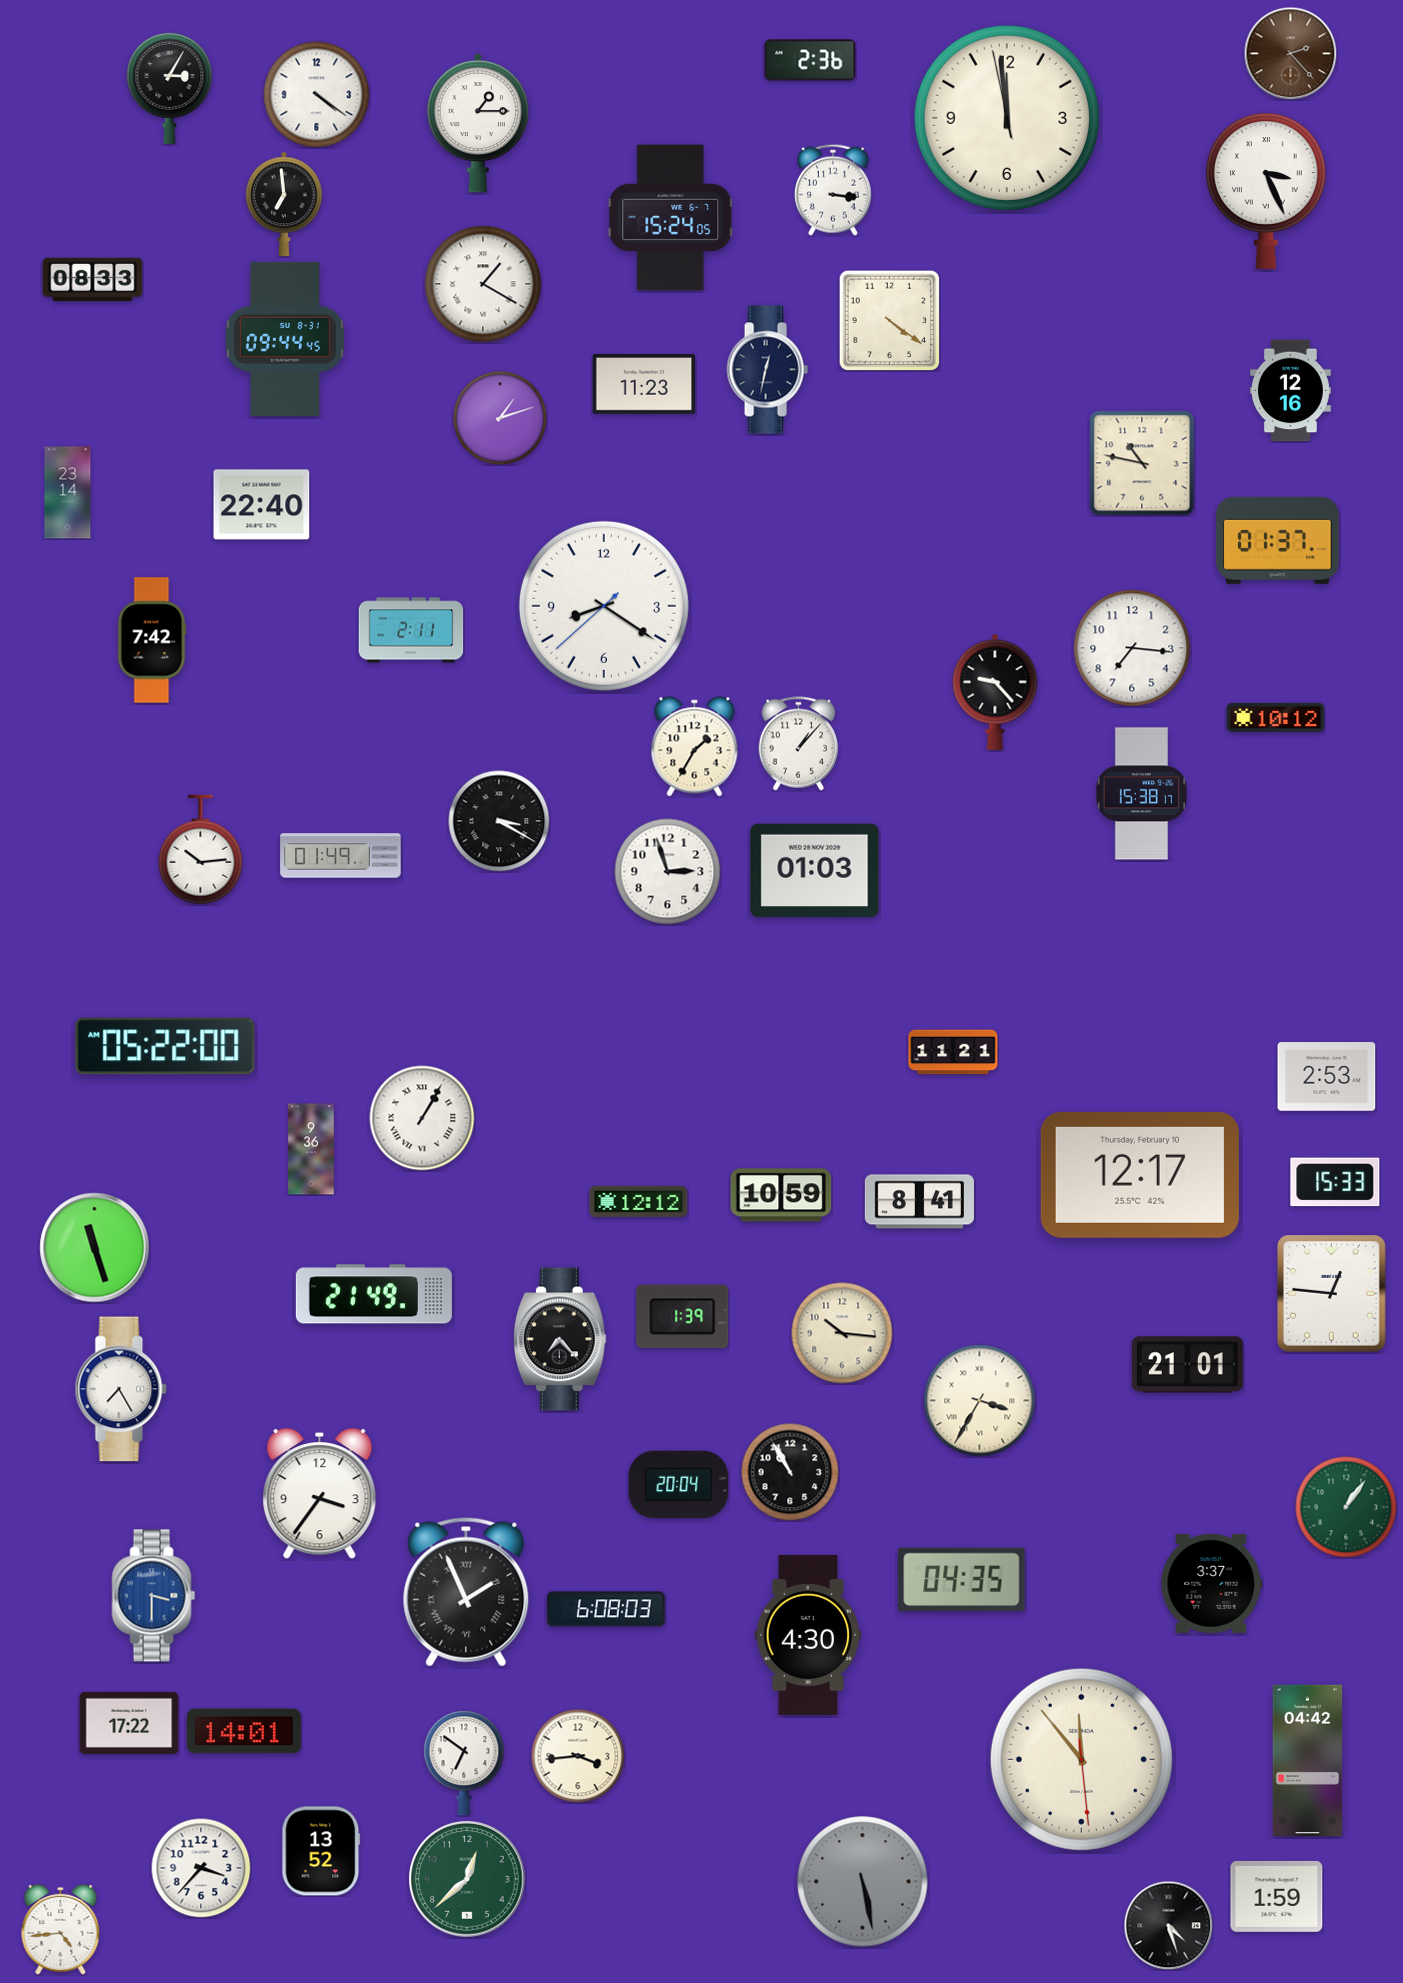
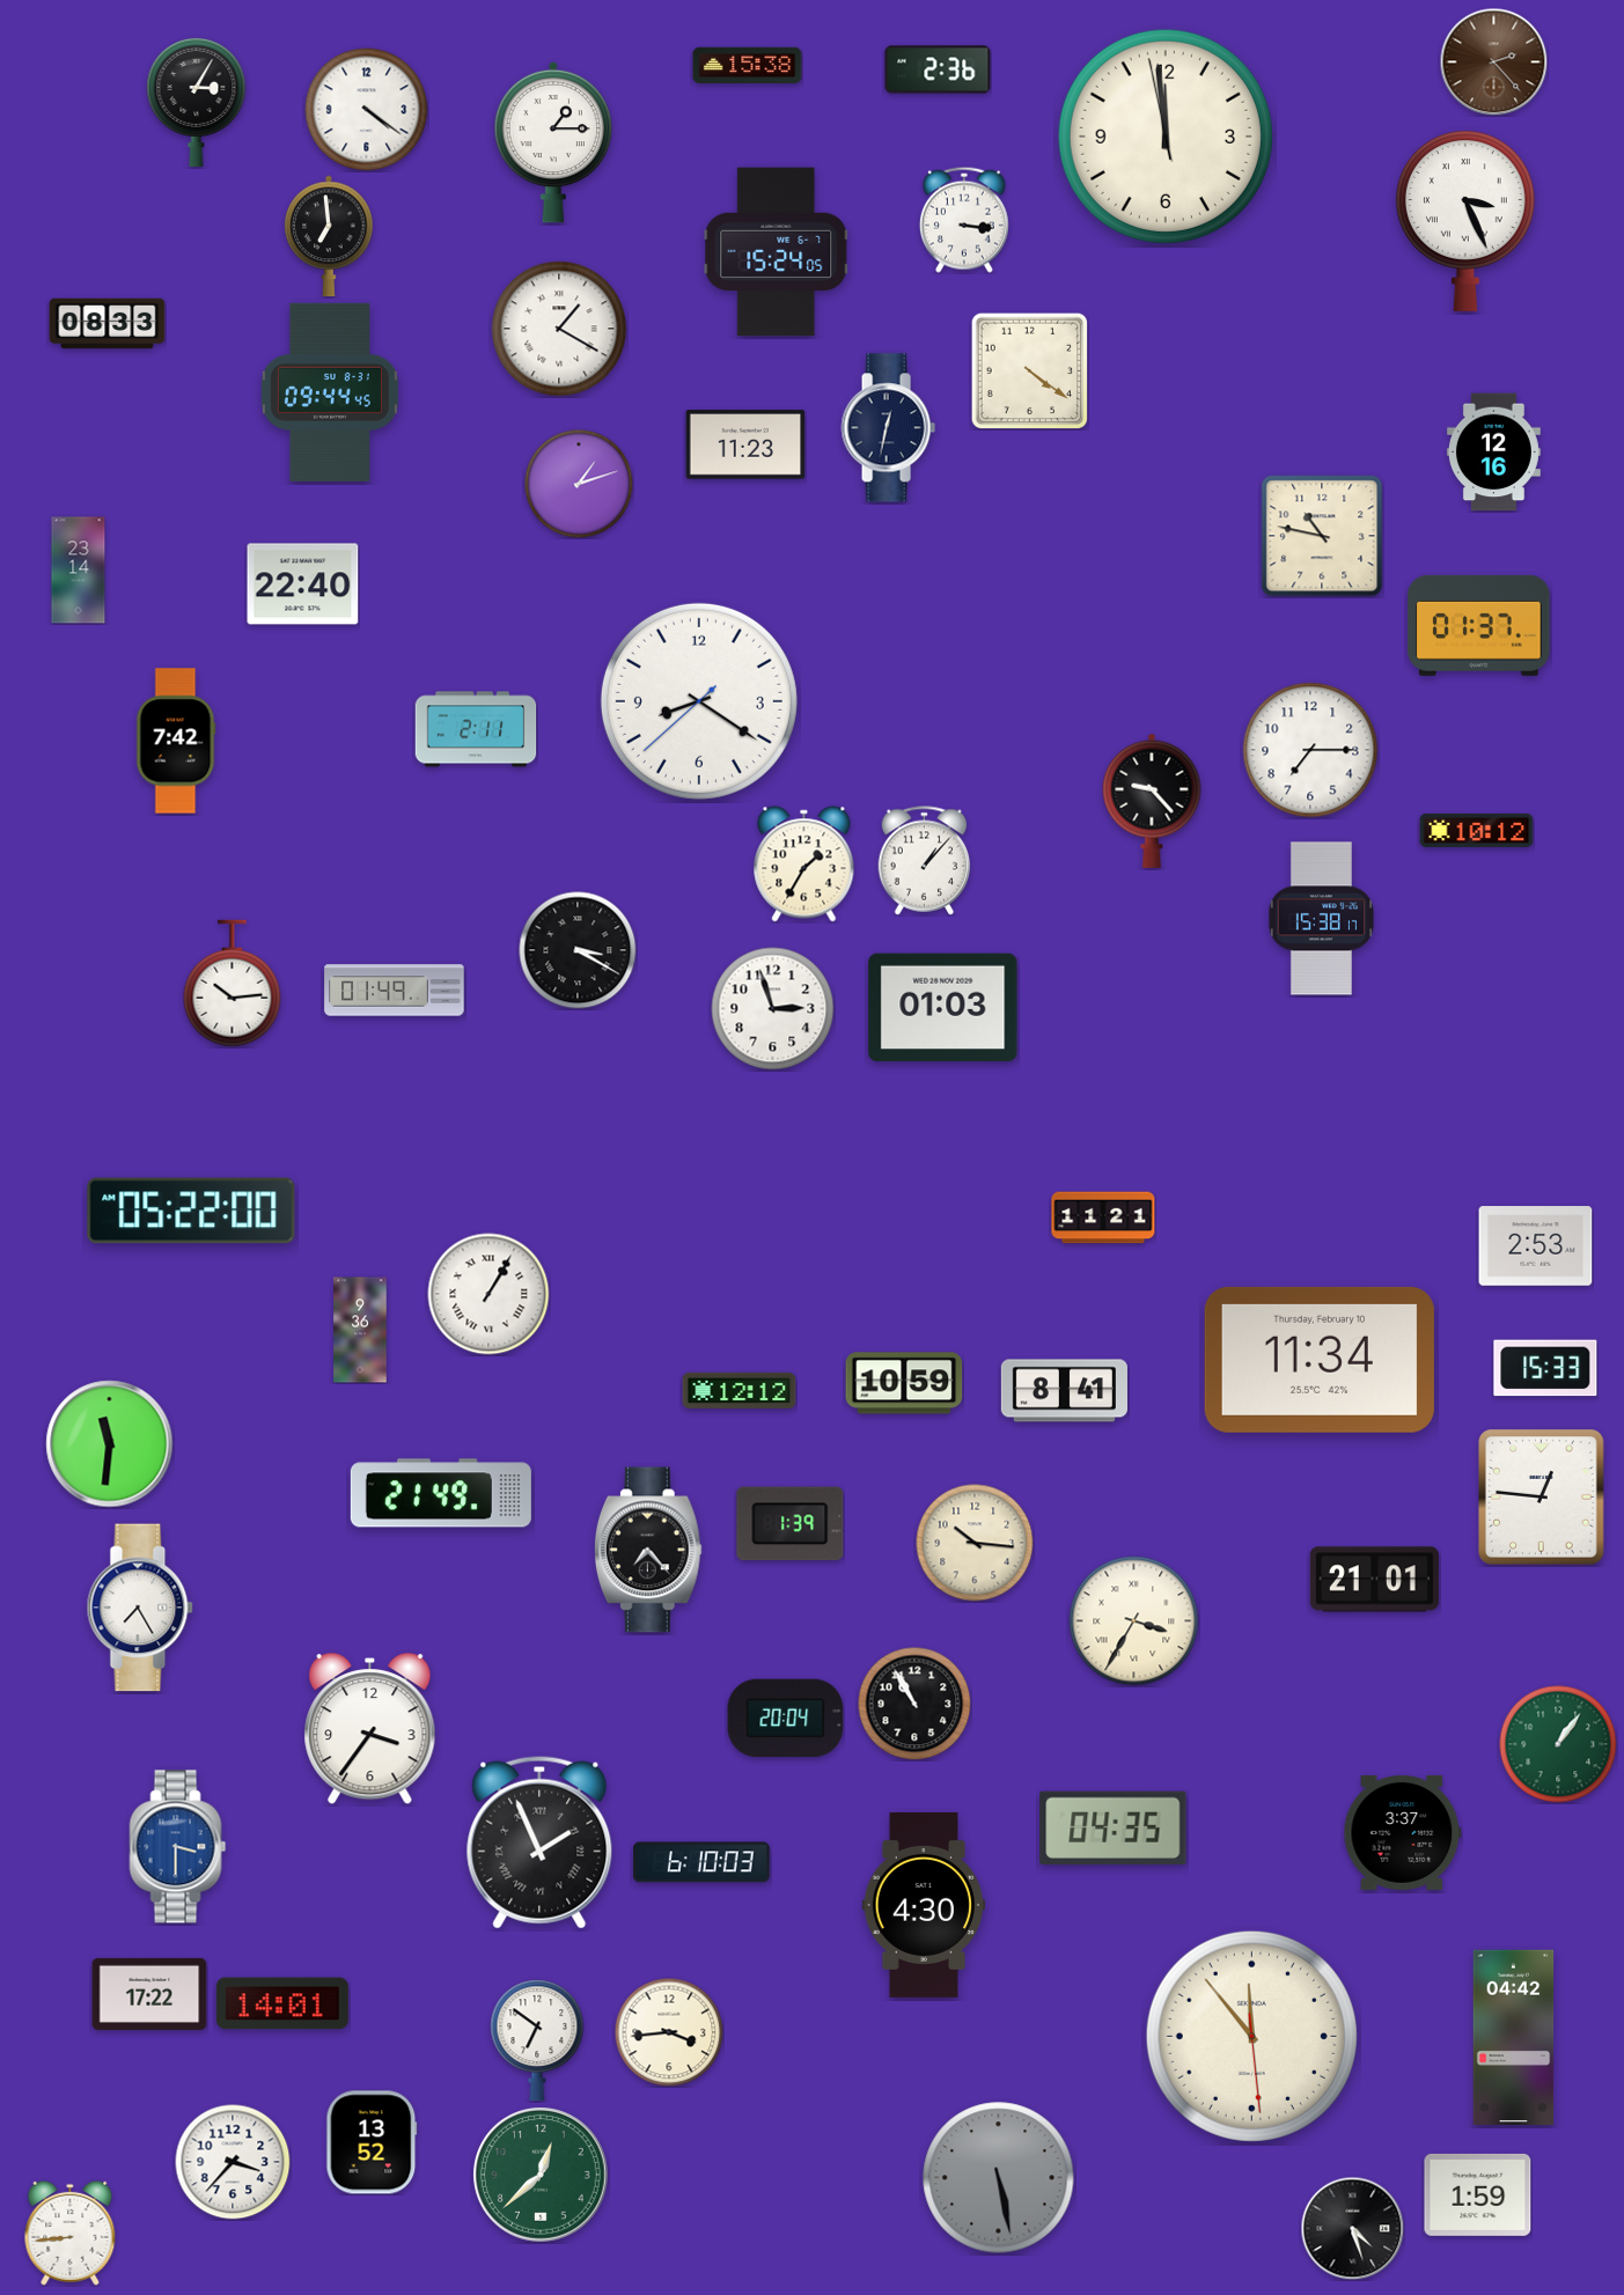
clock at (748, 65): none -> 15:38
clock at (1132, 648): 7:16 -> 7:15
clock at (1140, 1175): 12:17 -> 11:34
clock at (95, 1248): 11:27 -> 11:31
clock at (374, 1294) position: (374, 1294) -> (441, 1493)
clock at (606, 1609): 6:08 -> 6:10
clock at (808, 1635) position: (808, 1635) -> (924, 1905)
clock at (61, 1929): 4:44 -> 8:44
